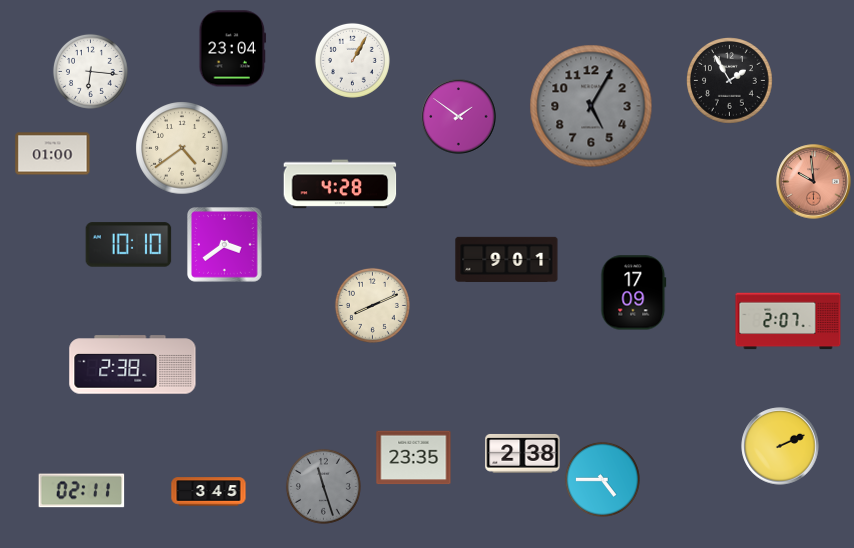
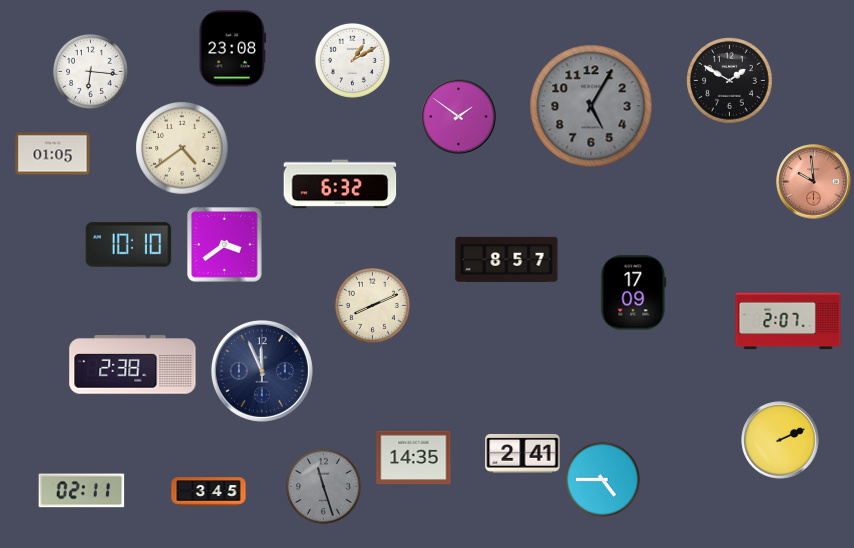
clock at (233, 49): 23:04 -> 23:08
clock at (352, 60): 1:05 -> 1:10
clock at (730, 81): 1:55 -> 1:50
clock at (53, 154): 01:00 -> 01:05
clock at (340, 184): 4:28 -> 6:32
clock at (507, 259): 9:01 -> 8:57
clock at (262, 371): none -> 11:56
clock at (780, 446) position: (780, 446) -> (780, 440)
clock at (523, 453): 2:38 -> 2:41
clock at (414, 458): 23:35 -> 14:35
